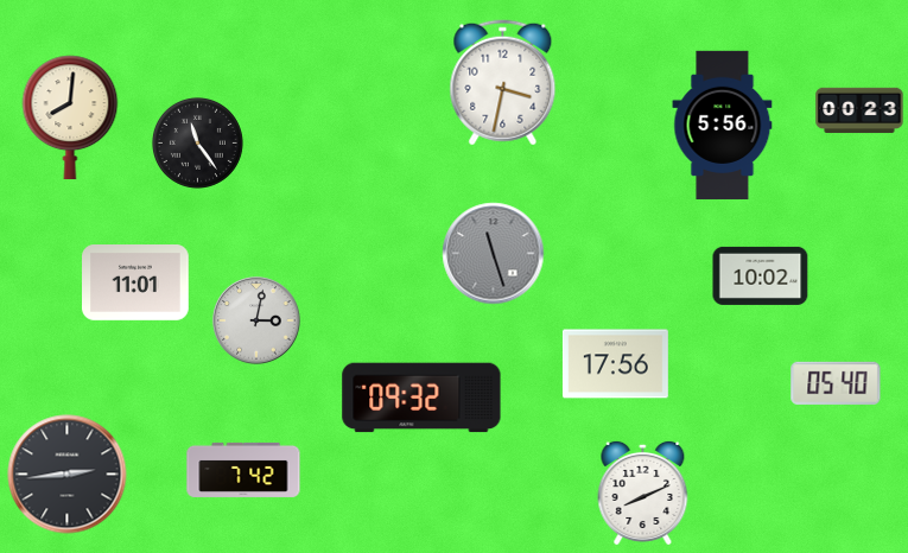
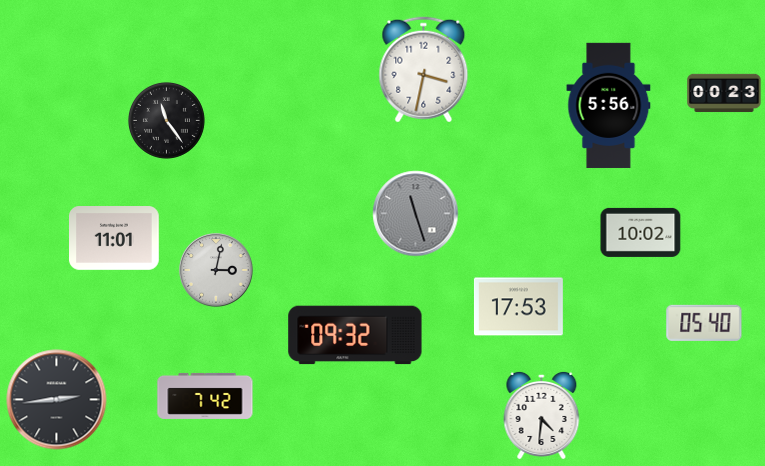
clock at (70, 117): 8:01 -> none
clock at (615, 364): 17:56 -> 17:53
clock at (643, 492): 8:11 -> 4:31
